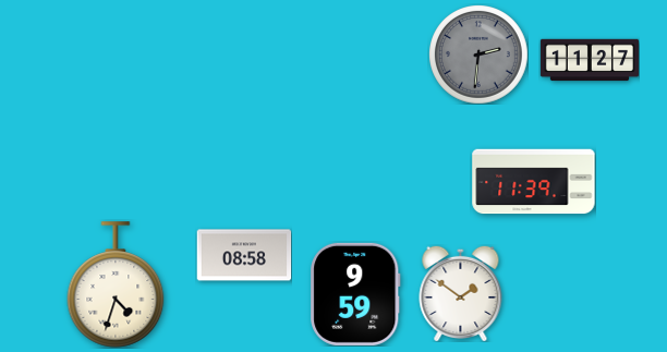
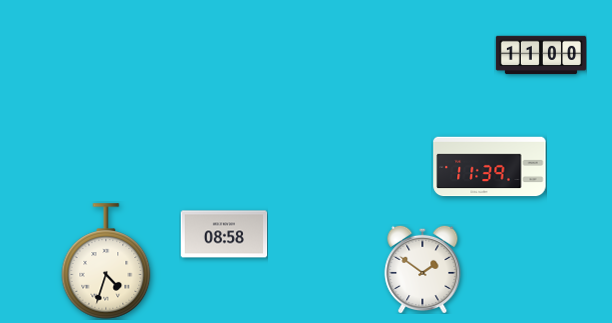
clock at (478, 54): 2:31 -> none
clock at (589, 60): 11:27 -> 11:00
clock at (355, 294): 9:59 -> none
